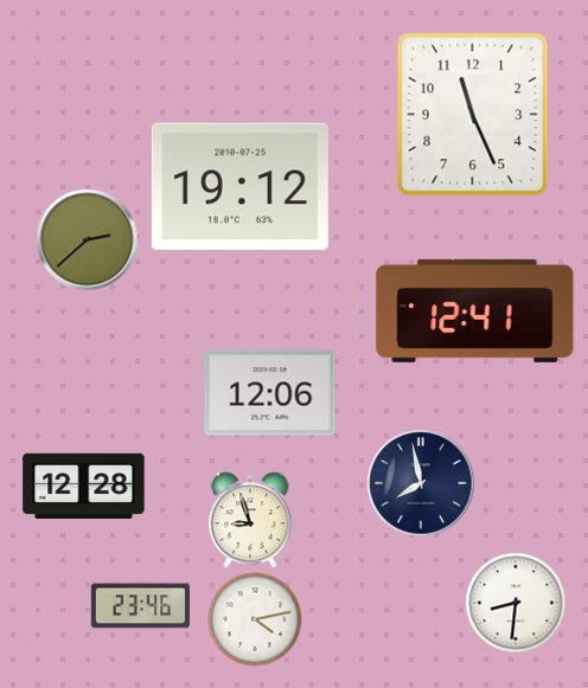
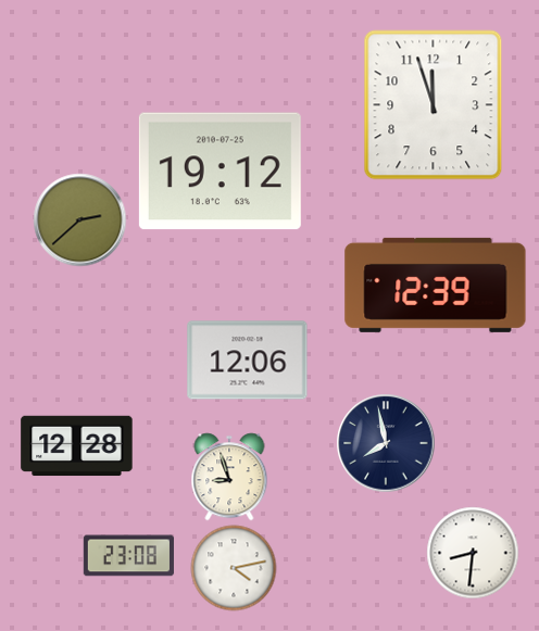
clock at (473, 115): 11:26 -> 11:57
clock at (475, 310): 12:41 -> 12:39
clock at (140, 606): 23:46 -> 23:08
